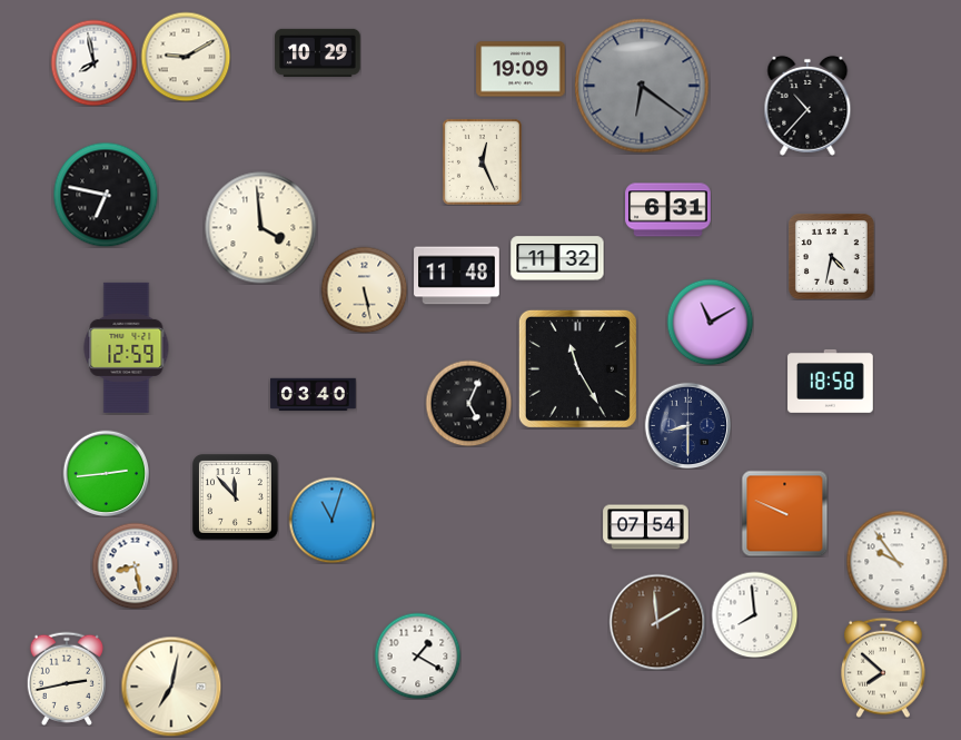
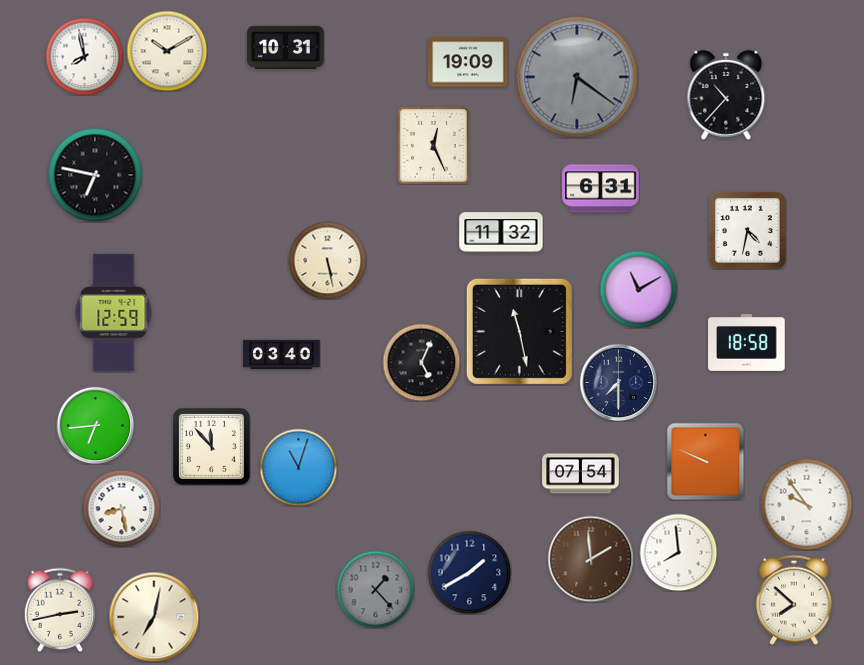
clock at (318, 52): 10:29 -> 10:31
clock at (186, 57): 9:10 -> 10:10
clock at (261, 228): 3:59 -> none
clock at (457, 276): 11:48 -> none
clock at (577, 368): 11:25 -> 11:28
clock at (687, 425): 8:30 -> 7:30
clock at (106, 473): 2:44 -> 6:44
clock at (469, 572): none -> 1:40
clock at (417, 655): 1:20 -> 1:23
clock at (417, 655) dial: white -> grey
